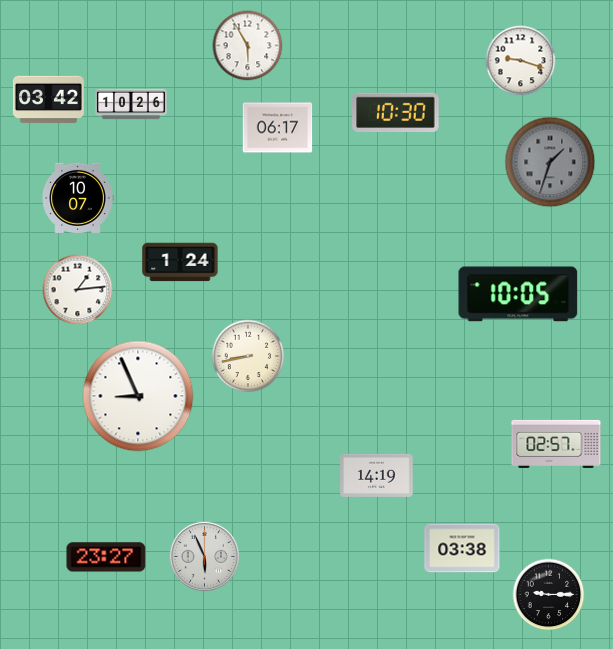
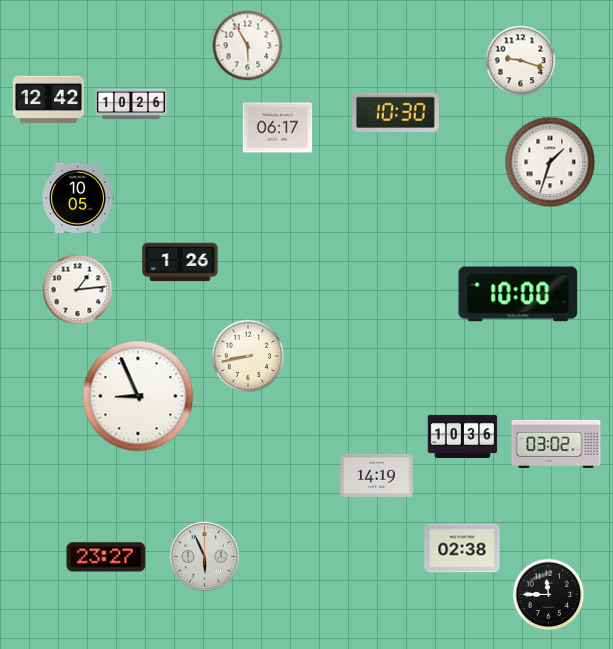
clock at (48, 100): 03:42 -> 12:42
clock at (550, 162) dial: grey -> white
clock at (78, 198): 10:07 -> 10:05
clock at (180, 262): 1:24 -> 1:26
clock at (518, 294): 10:05 -> 10:00
clock at (463, 436): none -> 10:36
clock at (556, 444): 02:57 -> 03:02
clock at (462, 548): 03:38 -> 02:38
clock at (549, 595): 9:15 -> 11:45
